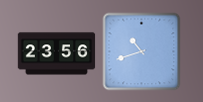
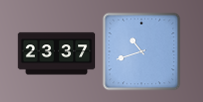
clock at (56, 54): 23:56 -> 23:37
